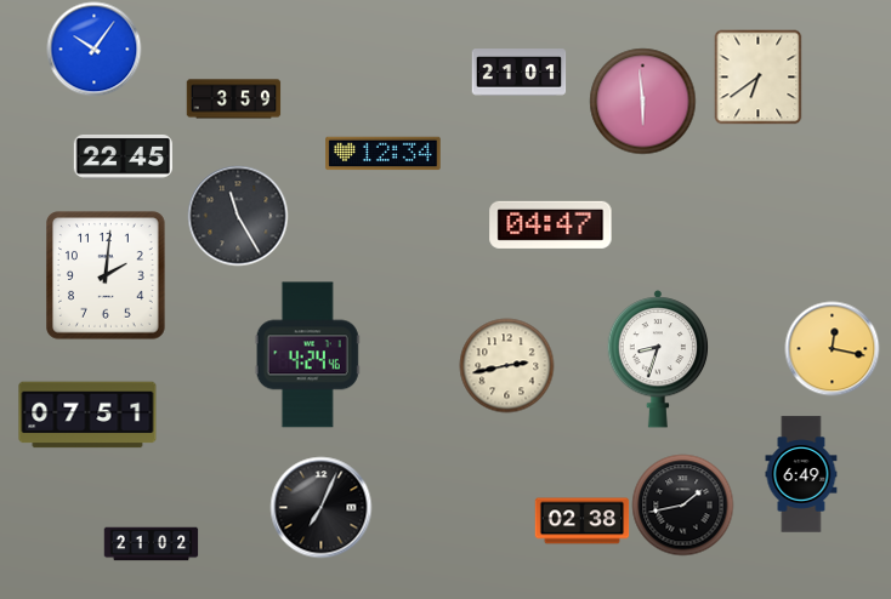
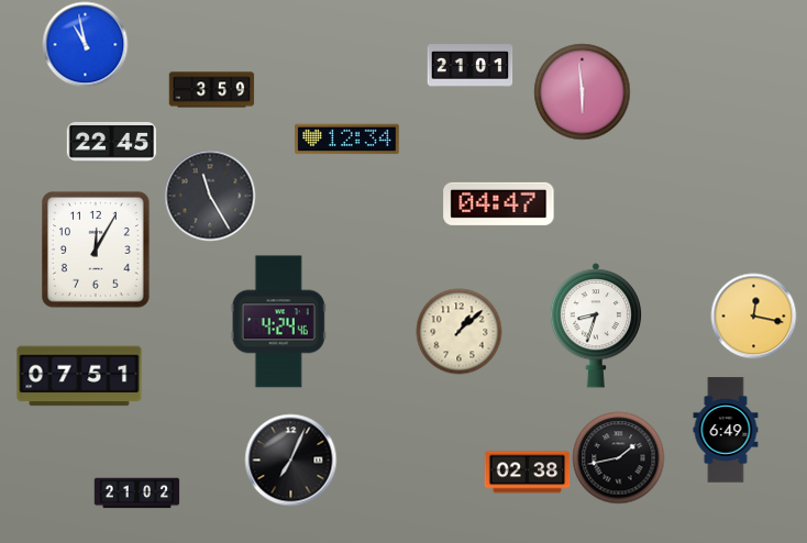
clock at (93, 49): 10:06 -> 10:58
clock at (759, 76): 6:39 -> none
clock at (238, 216) position: (238, 216) -> (210, 196)
clock at (107, 275): 2:01 -> 12:05
clock at (506, 365): 2:43 -> 1:08
